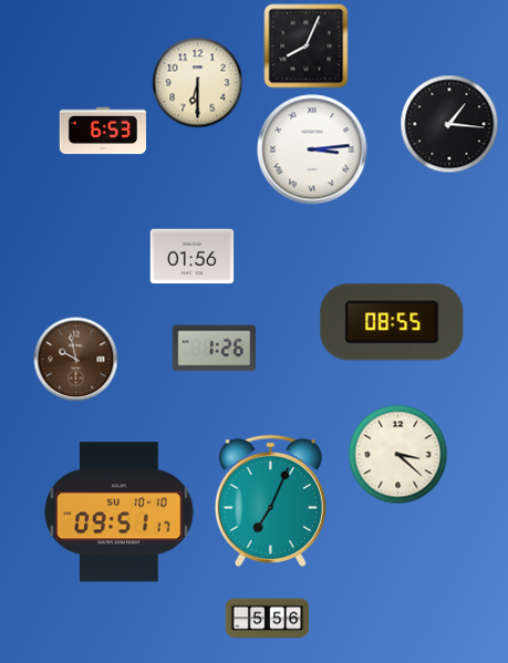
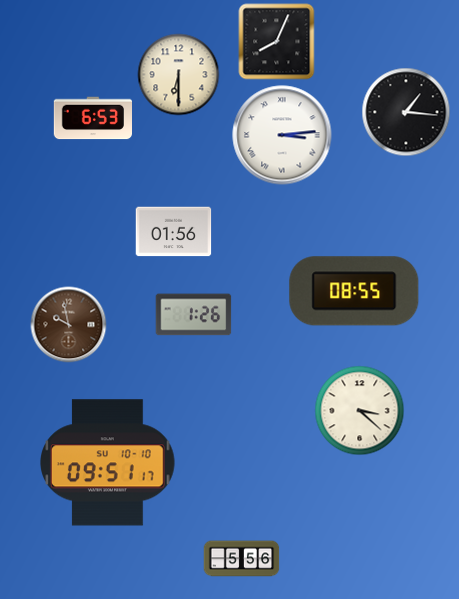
clock at (270, 500): 7:04 -> none
